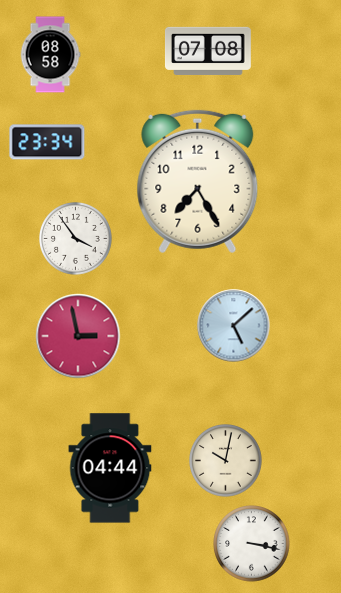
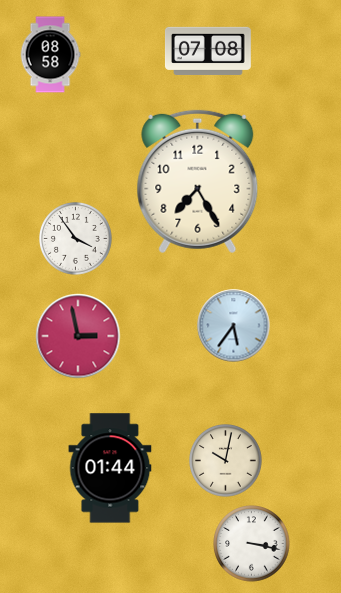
clock at (47, 142): 23:34 -> none
clock at (234, 326): 5:08 -> 5:36
clock at (110, 468): 04:44 -> 01:44
